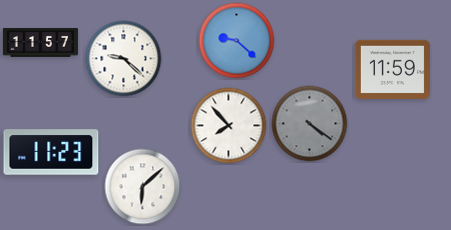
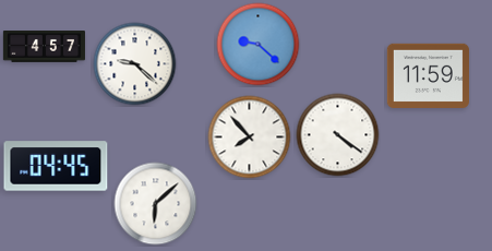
clock at (40, 43): 11:57 -> 4:57
clock at (310, 124) dial: grey -> white
clock at (51, 152): 11:23 -> 04:45
